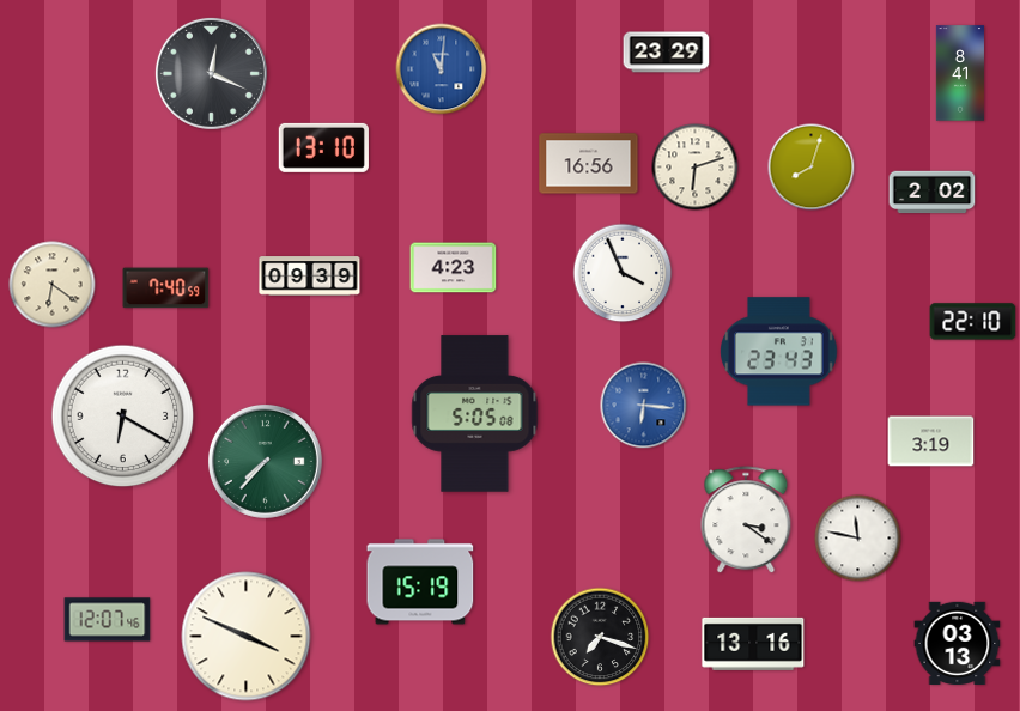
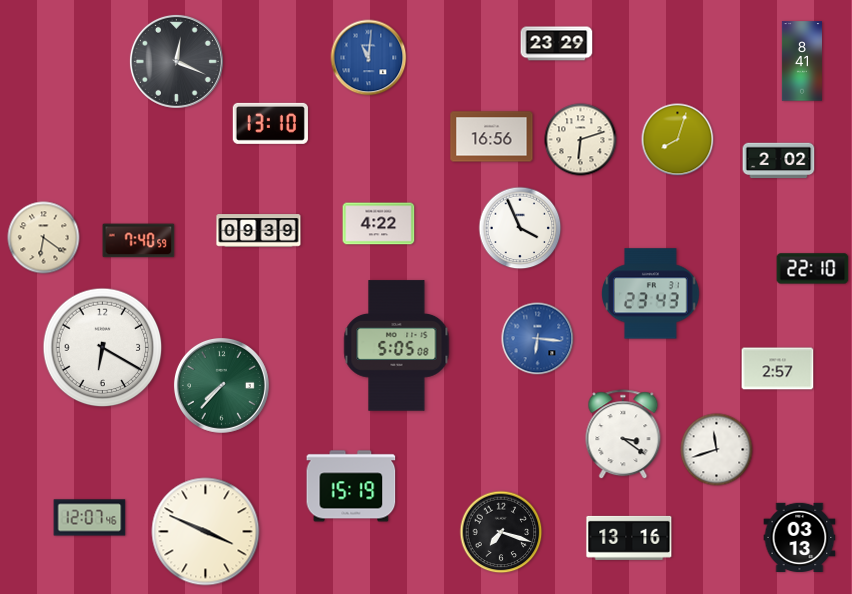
clock at (454, 268): 4:23 -> 4:22
clock at (931, 442): 3:19 -> 2:57
clock at (858, 539): 11:47 -> 11:42
